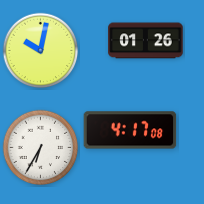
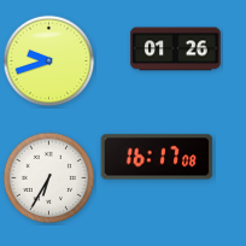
clock at (41, 51): 10:02 -> 9:42
clock at (130, 130): 4:17 -> 16:17
